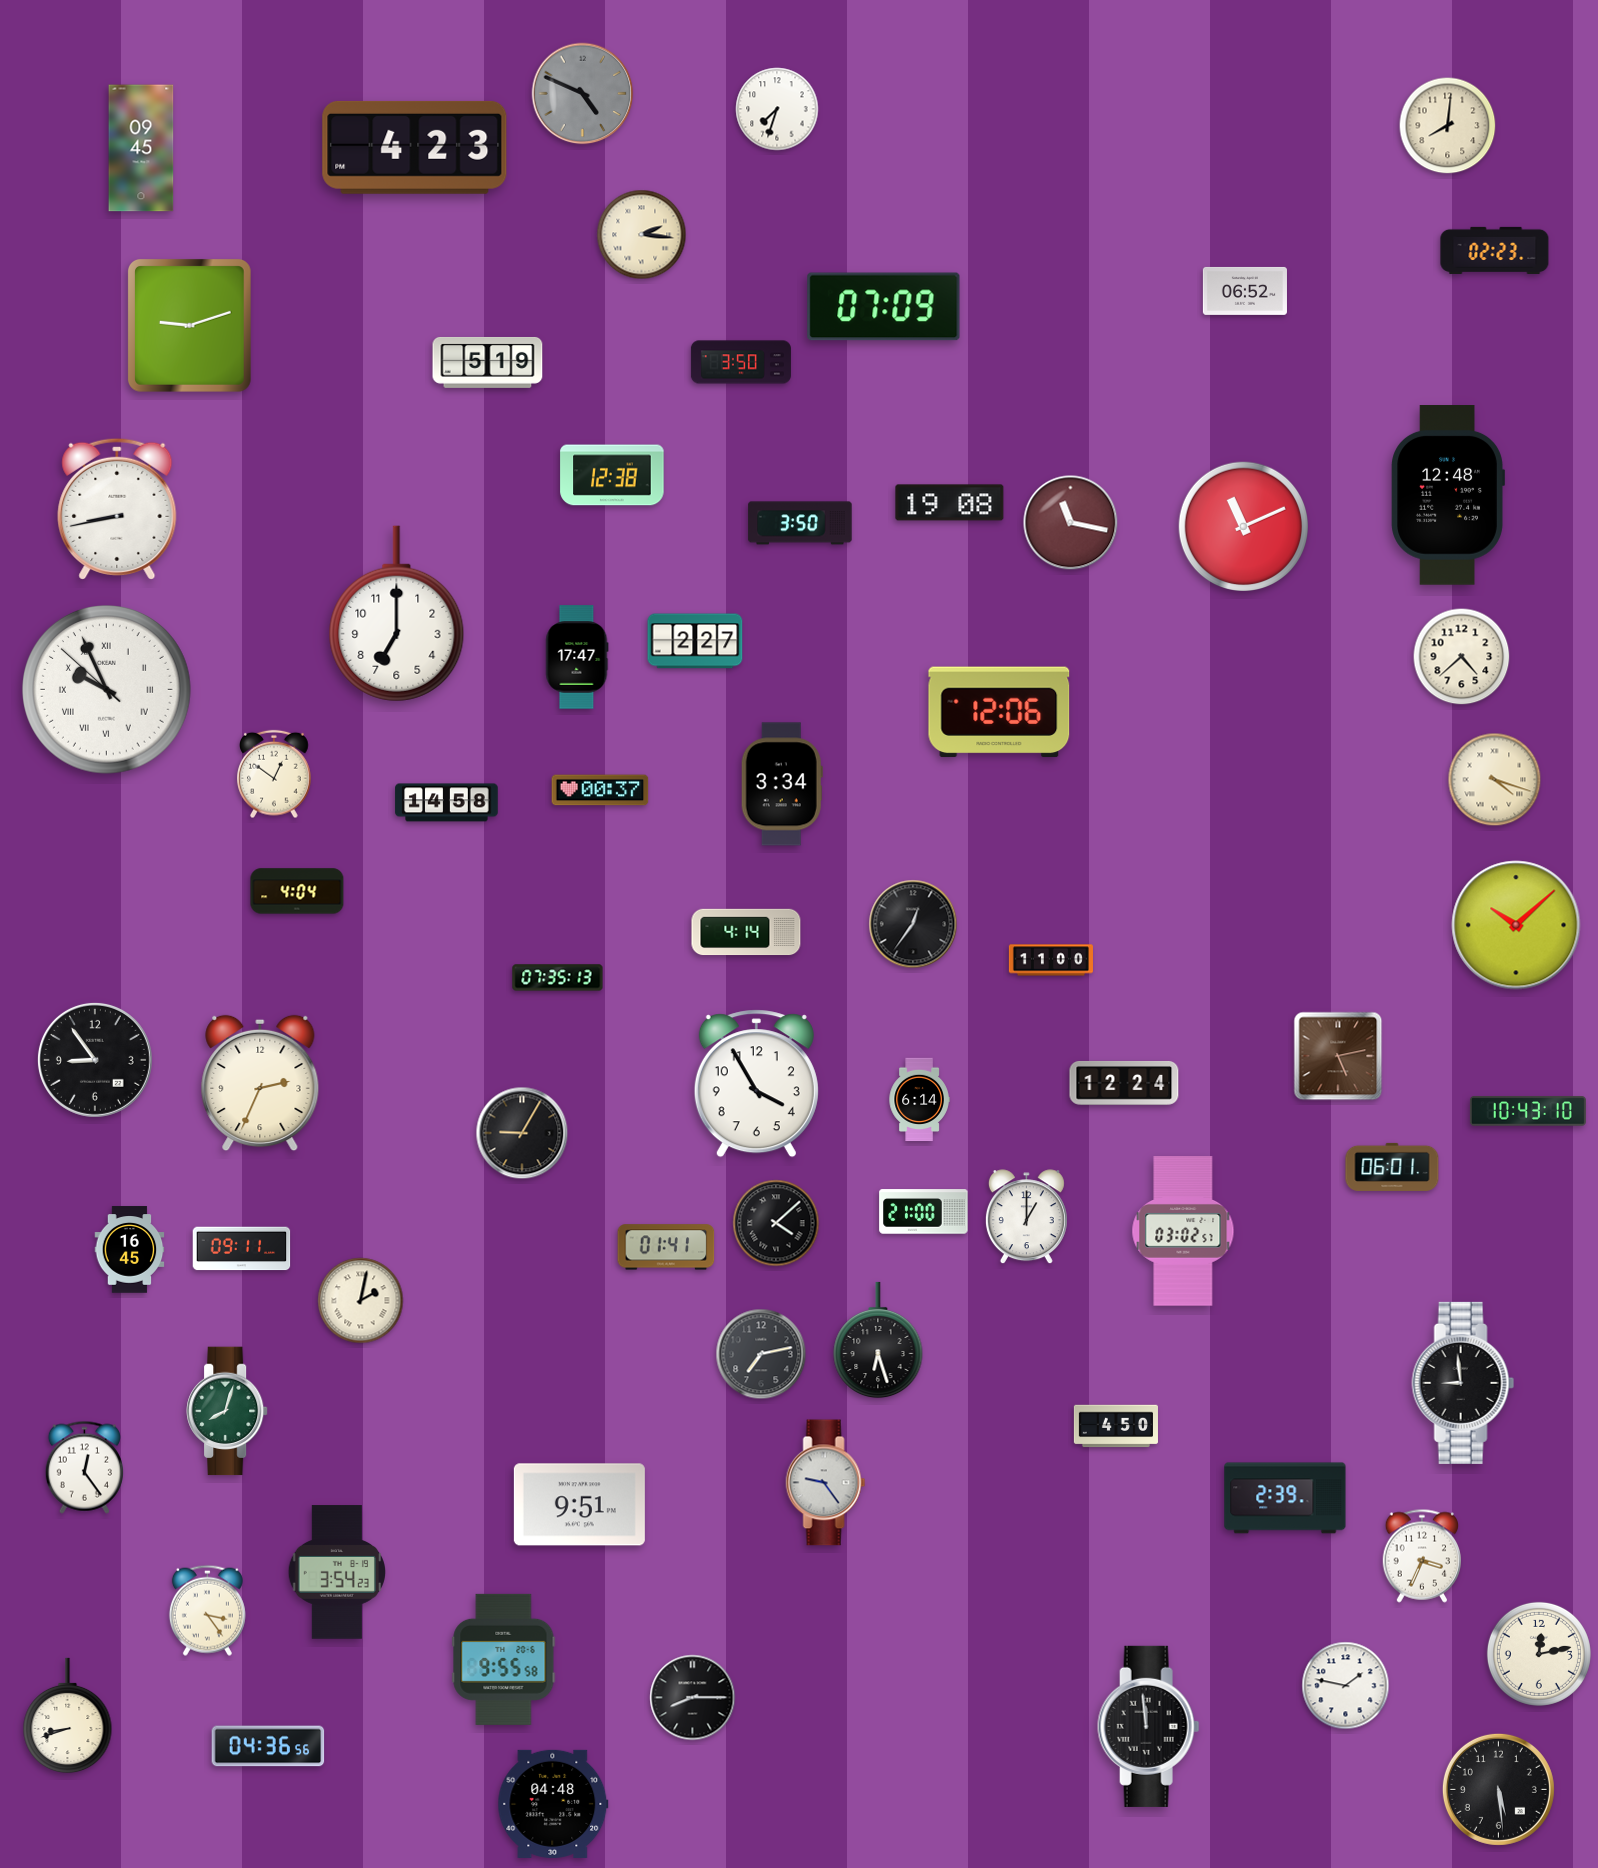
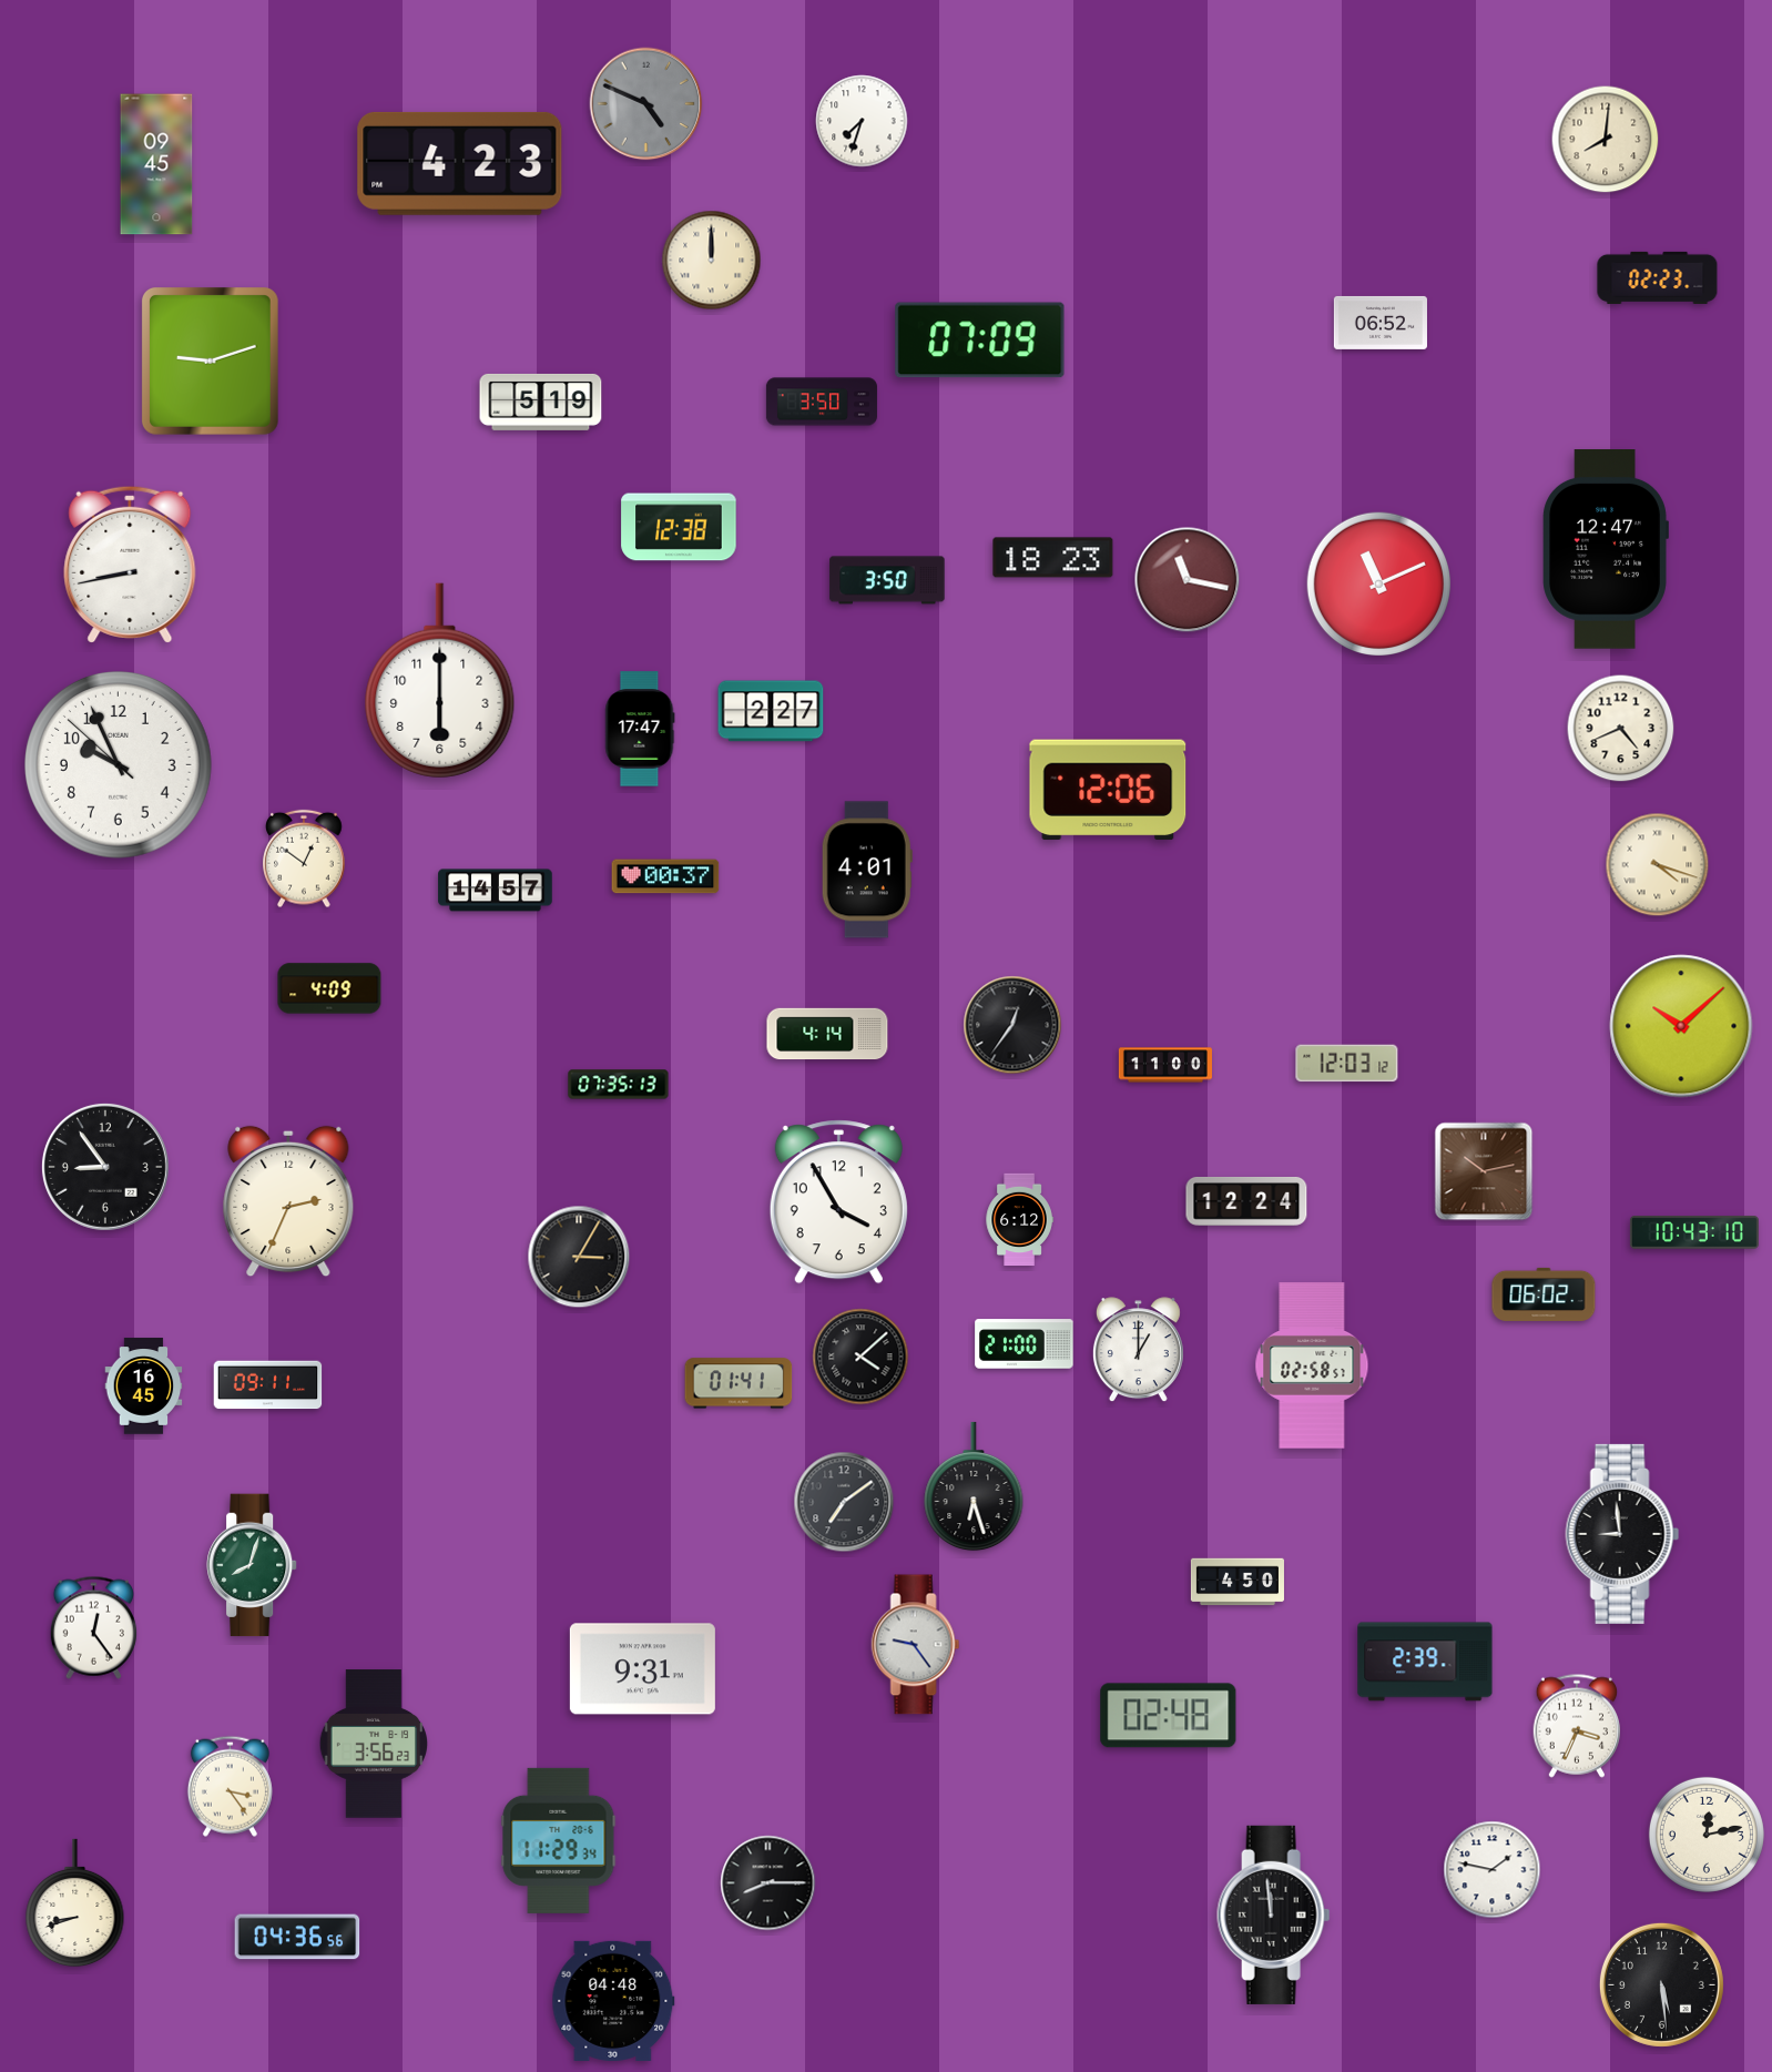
clock at (642, 235): 2:16 -> 12:00
clock at (1448, 496): 12:48 -> 12:47
clock at (950, 503): 19:08 -> 18:23
clock at (397, 614): 7:00 -> 6:00
clock at (1462, 657): 4:38 -> 4:41
clock at (107, 690) numerals: Roman -> Arabic
clock at (782, 784): 3:34 -> 4:01
clock at (447, 803): 14:58 -> 14:57
clock at (297, 891): 4:04 -> 4:09
clock at (1347, 1064): none -> 12:03
clock at (1338, 1056): 5:13 -> 10:13
clock at (95, 1060) position: (95, 1060) -> (105, 1167)
clock at (919, 1100): 6:14 -> 6:12
clock at (522, 1133): 9:05 -> 3:05
clock at (1392, 1167): 06:01 -> 06:02
clock at (1183, 1231): 03:02 -> 02:58
clock at (361, 1301): 2:02 -> none
clock at (761, 1354): 7:13 -> 7:09
clock at (579, 1505): 9:51 -> 9:31
clock at (1169, 1716): none -> 02:48
clock at (336, 1572): 3:54 -> 3:56
clock at (504, 1659): 9:55 -> 11:29
